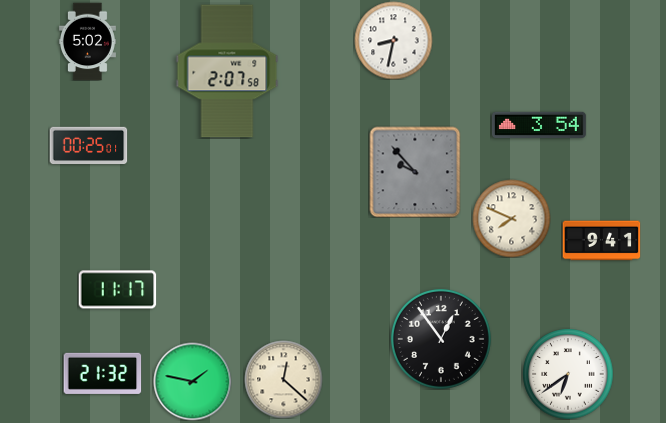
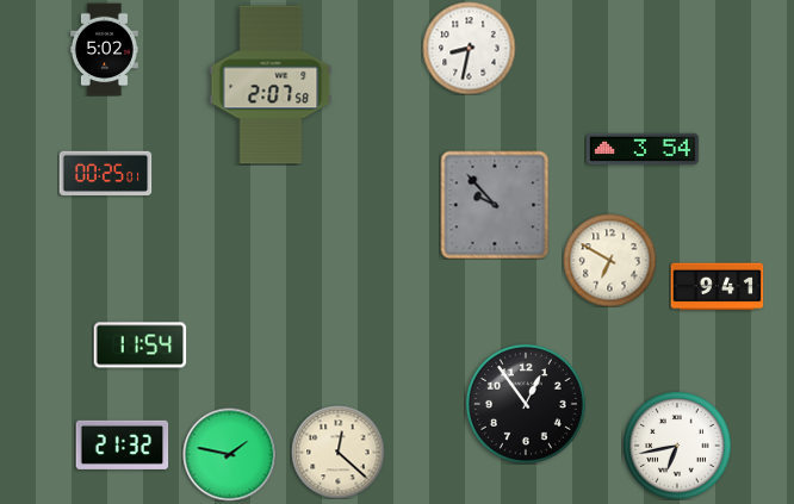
clock at (511, 218): 7:49 -> 6:50
clock at (117, 290): 11:17 -> 11:54
clock at (568, 374): 6:39 -> 6:43
